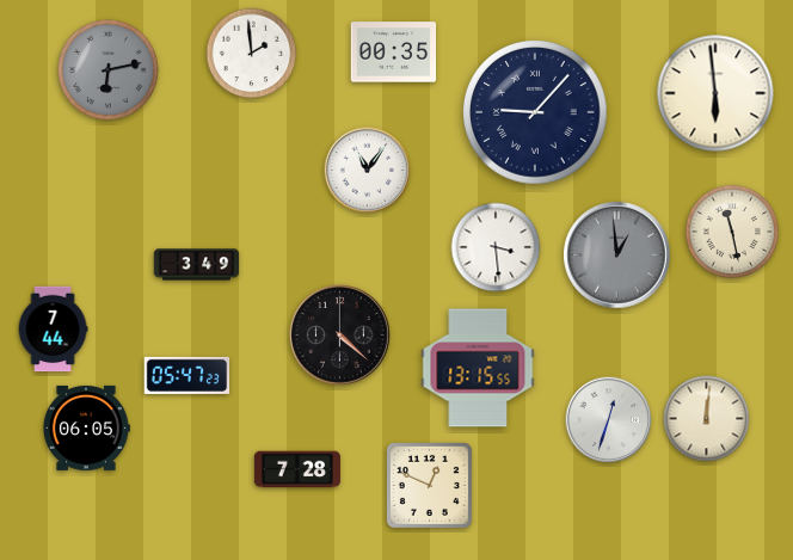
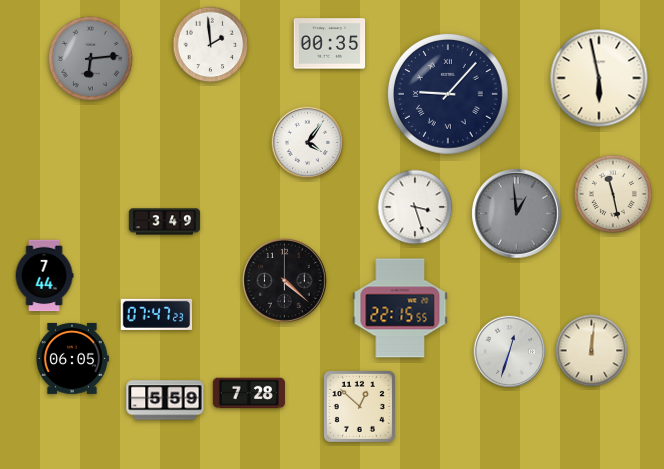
clock at (107, 69): 6:13 -> 6:14
clock at (715, 93): 5:59 -> 5:58
clock at (368, 171): 11:06 -> 4:06
clock at (496, 247): 3:29 -> 3:27
clock at (478, 368): 13:15 -> 22:15
clock at (188, 375): 05:47 -> 07:47
clock at (165, 400): none -> 5:59
clock at (429, 485): 12:49 -> 12:52
